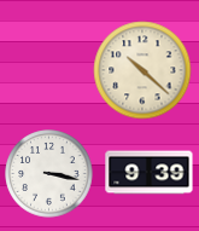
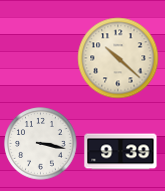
clock at (150, 173) position: (150, 173) -> (121, 152)
